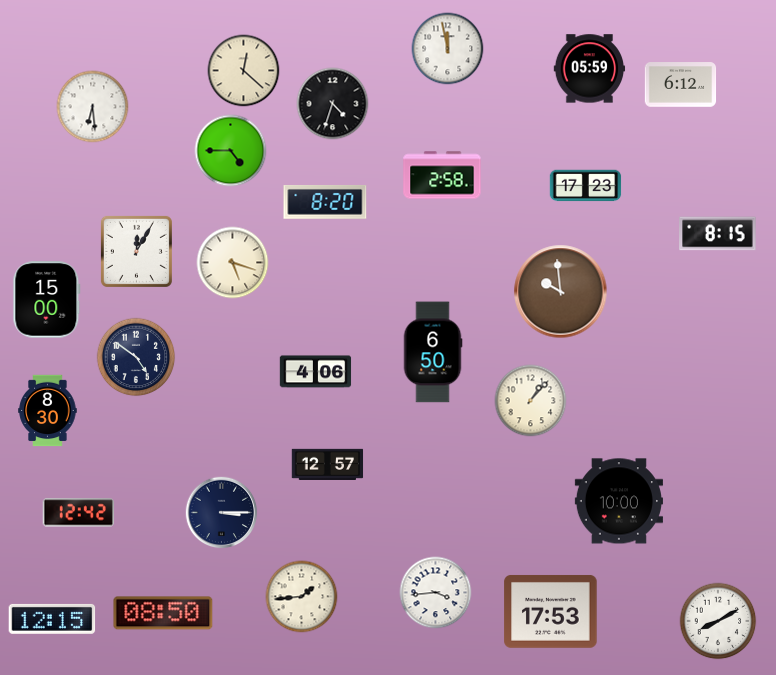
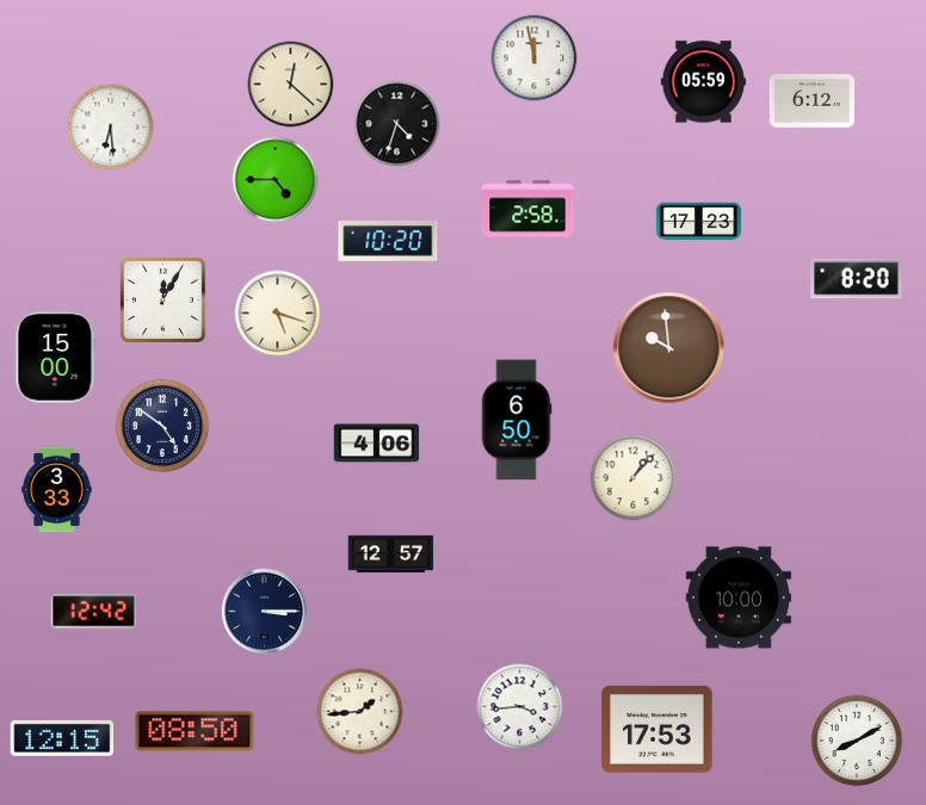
clock at (325, 202): 8:20 -> 10:20
clock at (718, 234): 8:15 -> 8:20
clock at (48, 411): 8:30 -> 3:33
